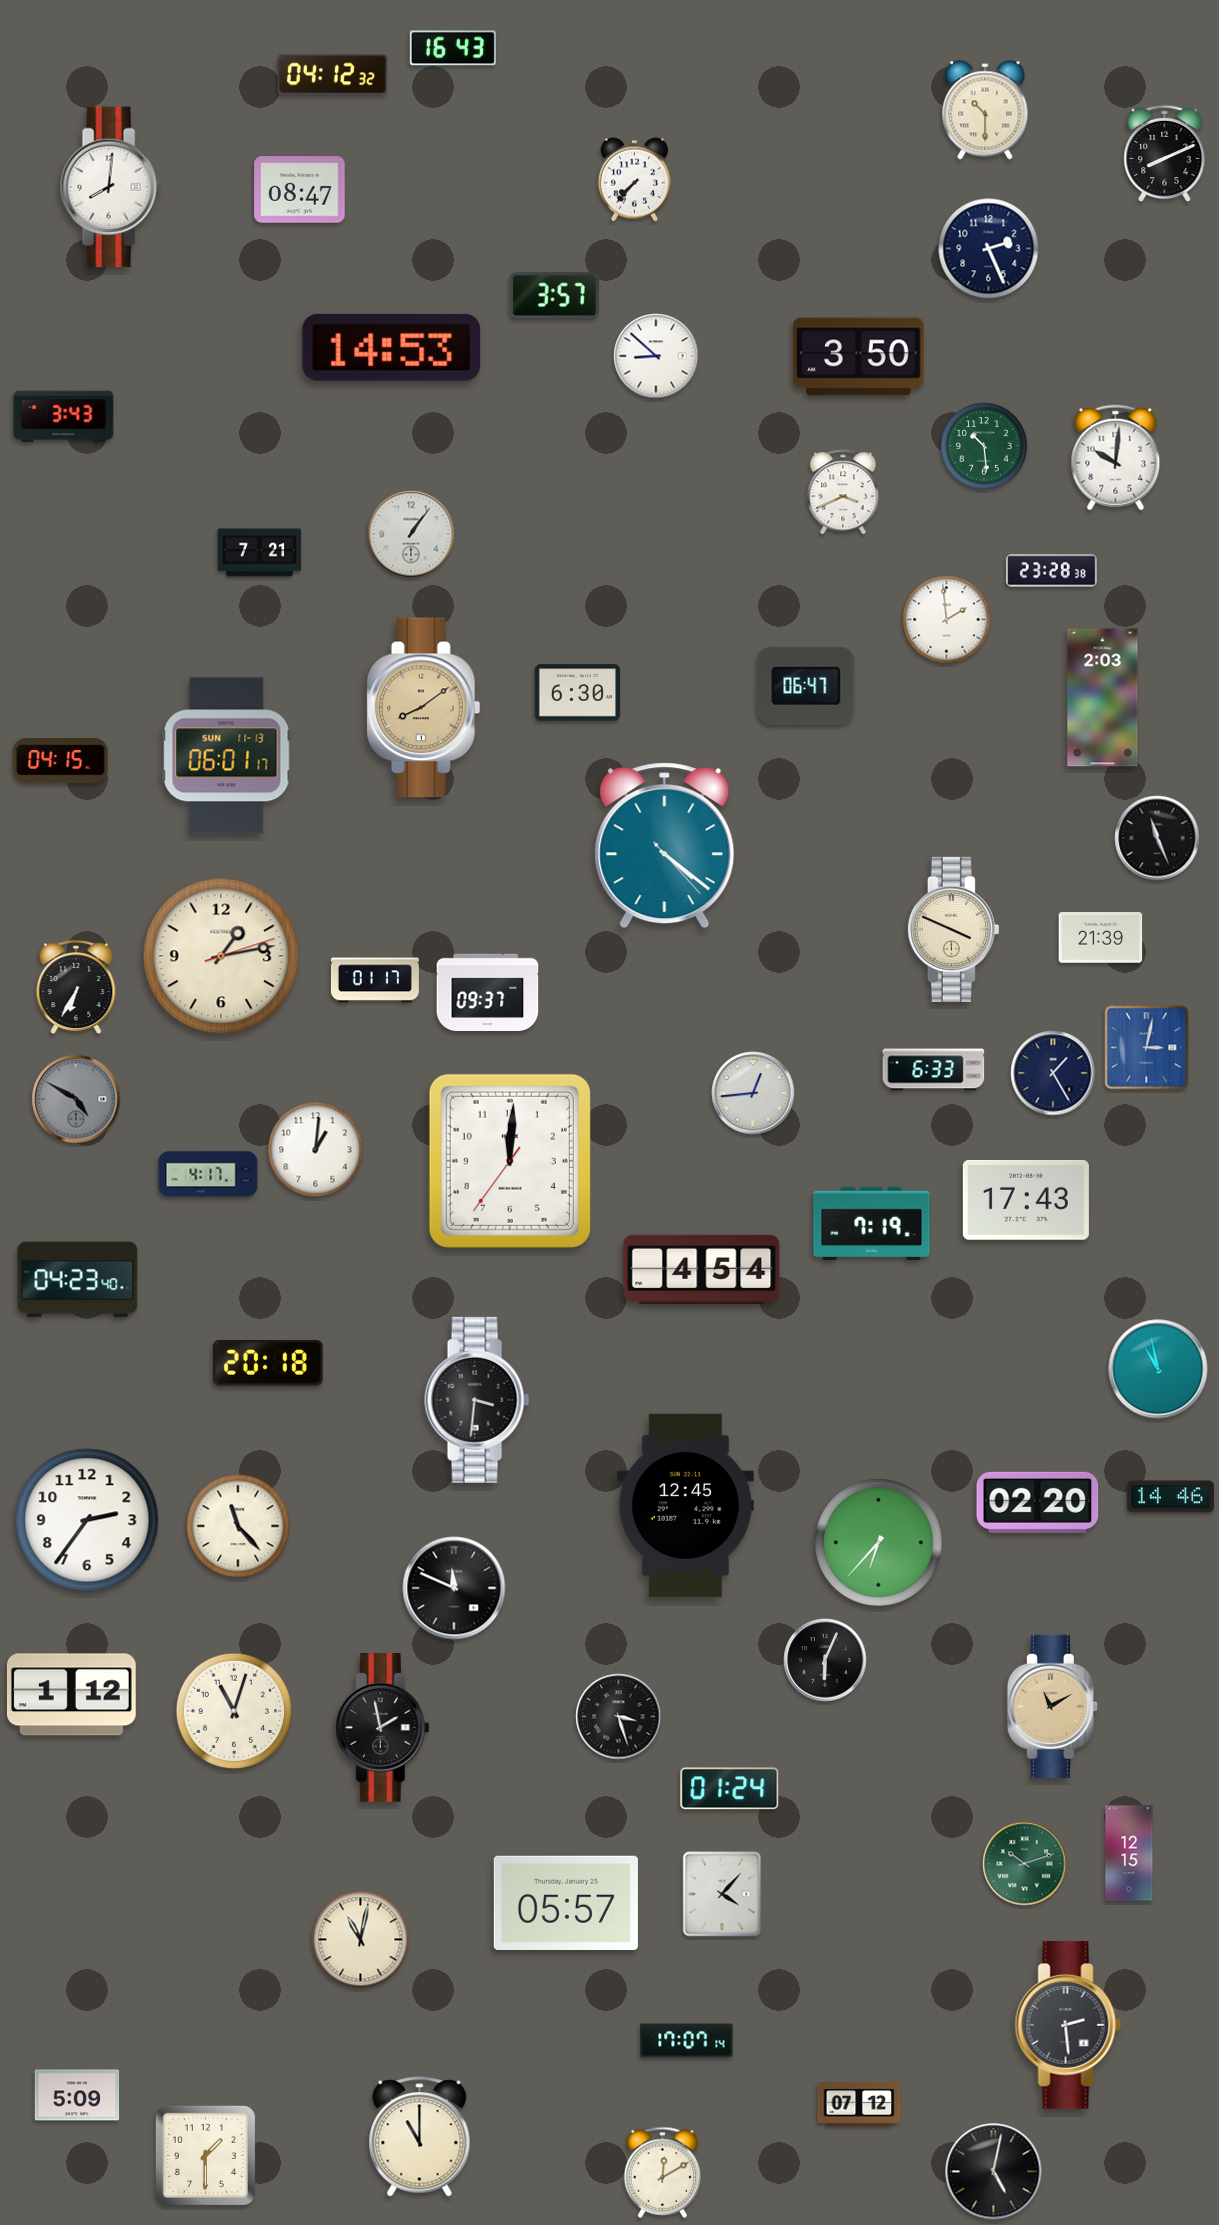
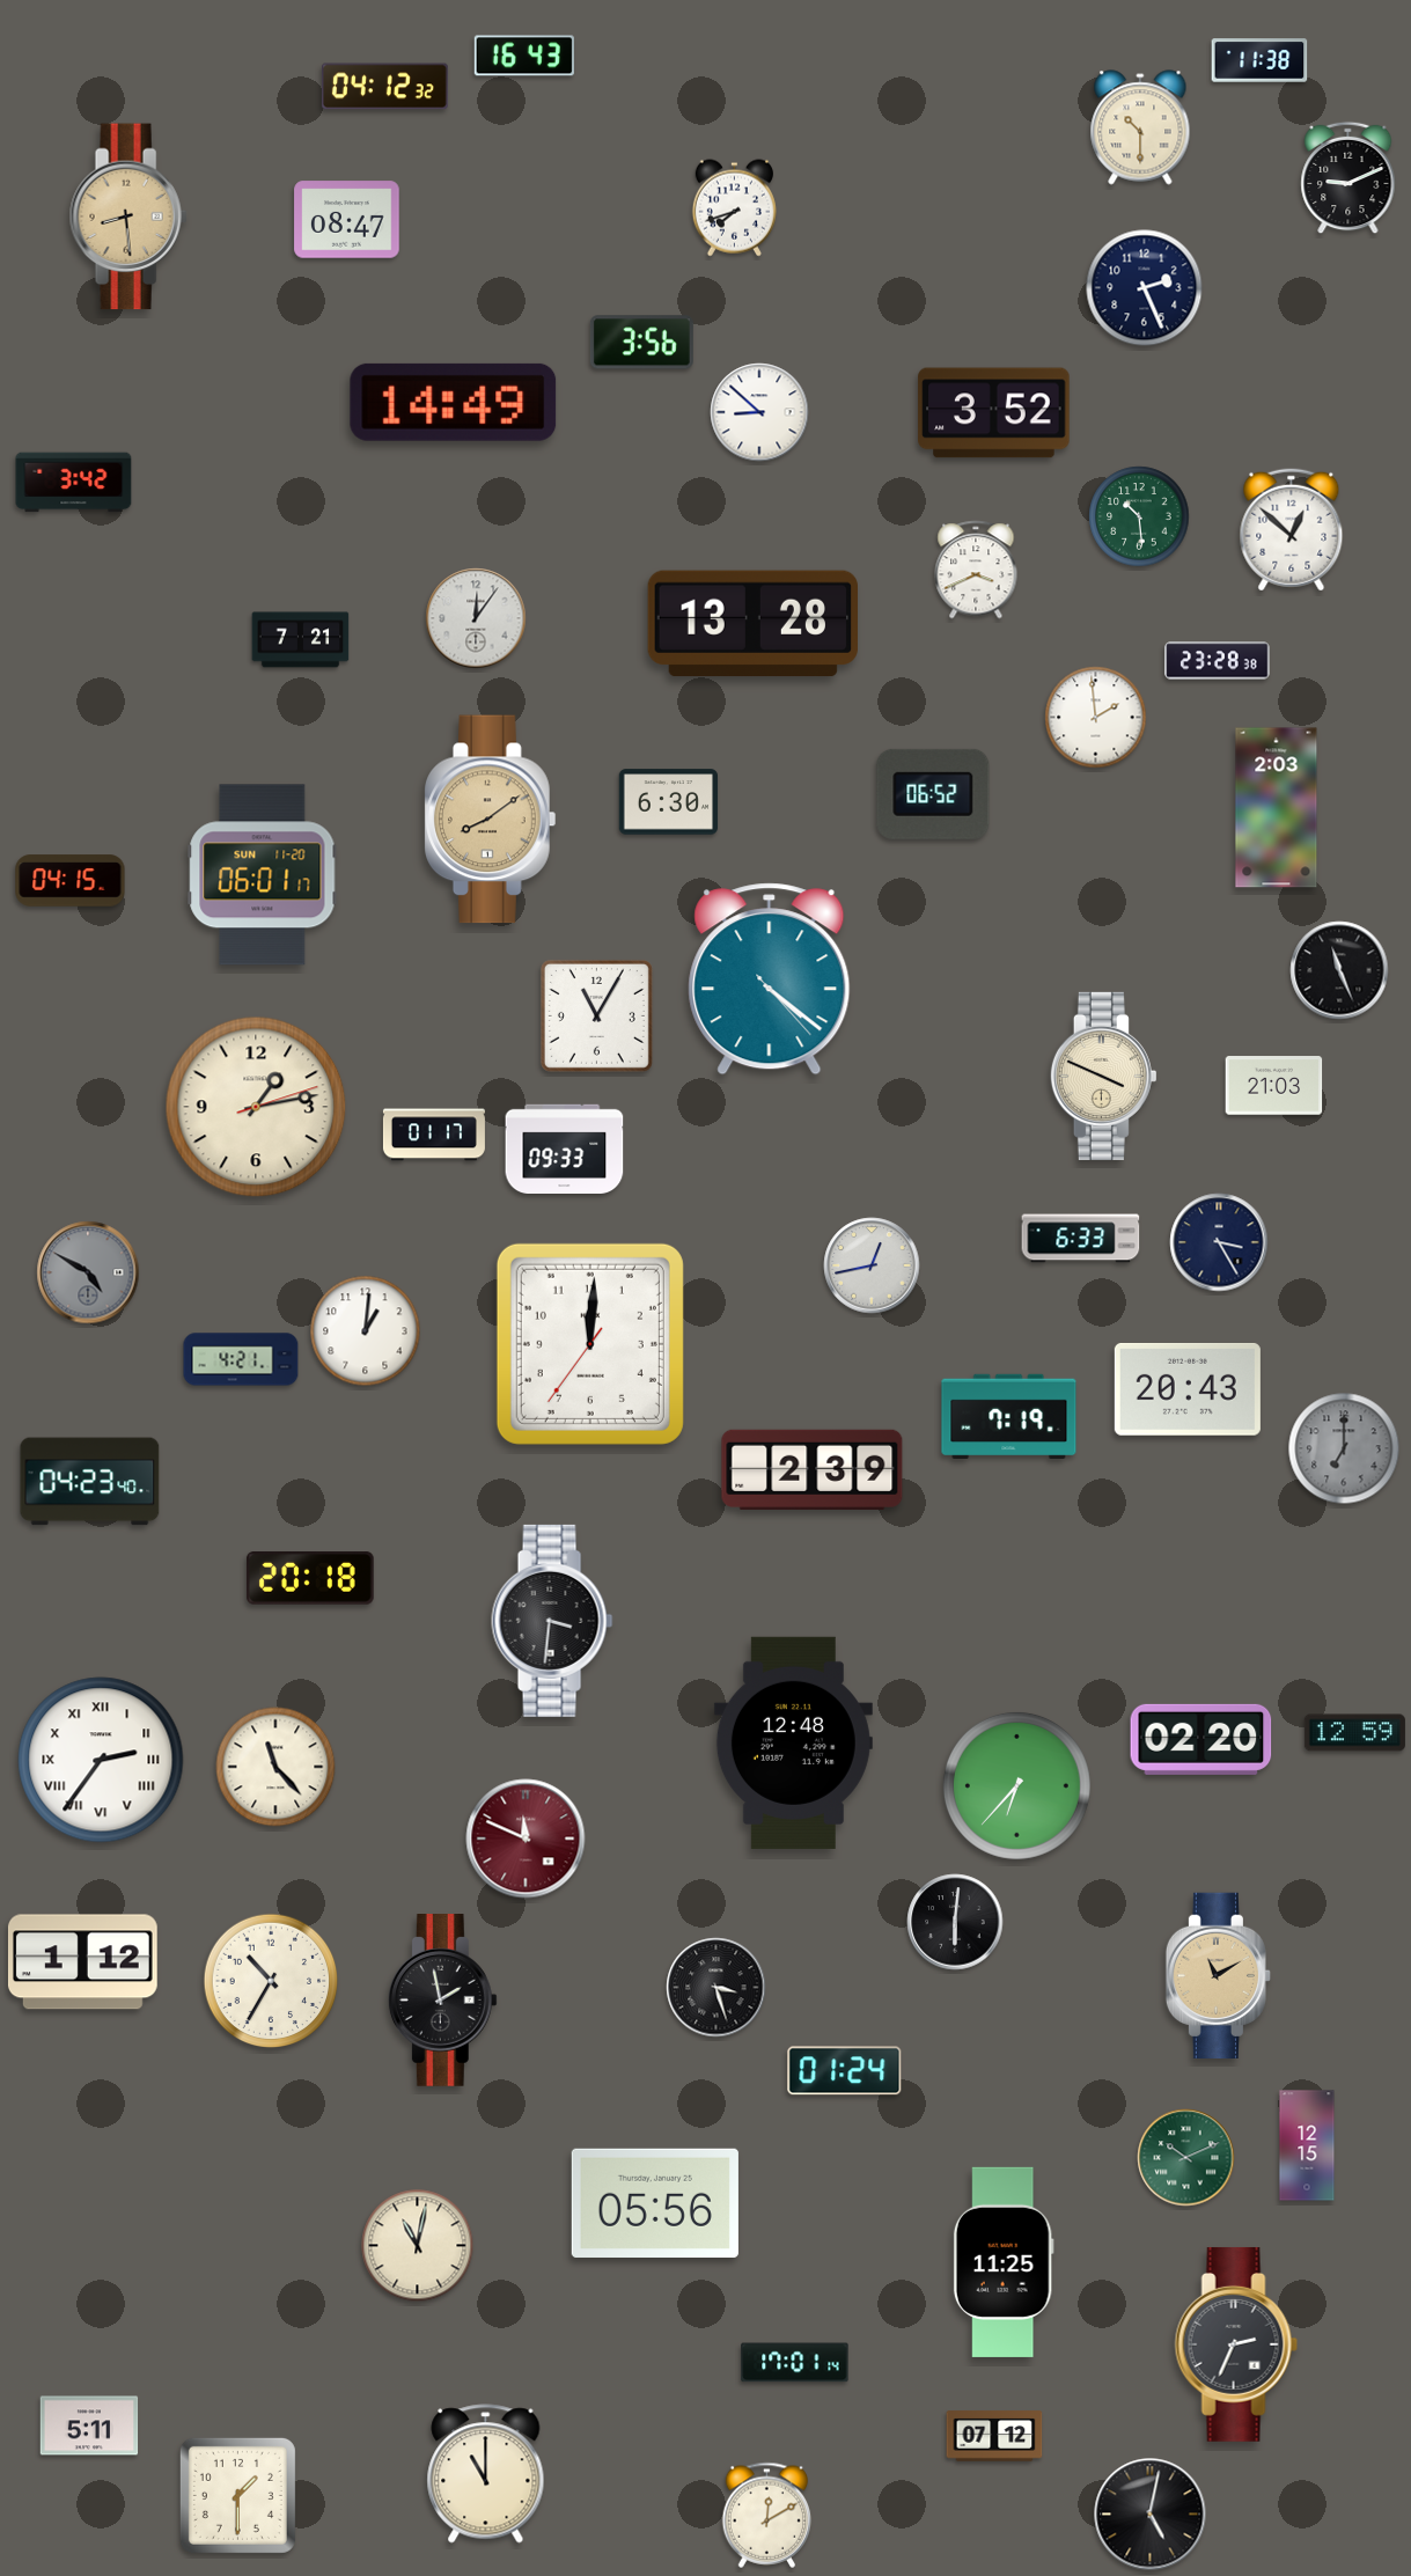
clock at (1259, 60): none -> 11:38
clock at (1165, 154): 8:11 -> 9:11
clock at (634, 180): 7:37 -> 7:42
clock at (111, 187): 8:01 -> 8:29
clock at (111, 187) dial: white -> champagne
clock at (554, 296): 3:57 -> 3:56
clock at (392, 347): 14:53 -> 14:49
clock at (859, 357): 3:50 -> 3:52
clock at (64, 417): 3:43 -> 3:42
clock at (1116, 458): 10:01 -> 12:52
clock at (411, 534): 1:06 -> 12:06
clock at (752, 624): none -> 13:28
clock at (806, 686): 06:47 -> 06:52
clock at (227, 756) date: SUN 11-13 -> SUN 11-20
clock at (596, 1015): none -> 11:05
clock at (1101, 938): 21:39 -> 21:03
clock at (76, 988): 6:35 -> none
clock at (488, 992): 09:37 -> 09:33
clock at (1147, 1048): 3:02 -> none
clock at (1053, 1073): 1:25 -> 3:25
clock at (753, 1093): 12:44 -> 12:43
clock at (208, 1174): 4:17 -> 4:21
clock at (1026, 1200): 17:43 -> 20:43
clock at (1344, 1448): none -> 7:00
clock at (702, 1269): 4:54 -> 2:39
clock at (1158, 1369): 10:58 -> none
clock at (1170, 1497): 14:46 -> 12:59
clock at (685, 1505): 12:45 -> 12:48
clock at (87, 1520) numerals: Arabic -> Roman
clock at (454, 1588) dial: black -> burgundy
clock at (825, 1660): 6:04 -> 6:01
clock at (234, 1711): 11:03 -> 10:35
clock at (1025, 1864): 10:12 -> 10:11
clock at (722, 1894): 4:07 -> none
clock at (566, 1903): 05:57 -> 05:56
clock at (1004, 2262): none -> 11:25
clock at (1068, 2025): 2:29 -> 2:34
clock at (687, 2041): 17:07 -> 17:01
clock at (77, 2095): 5:09 -> 5:11
